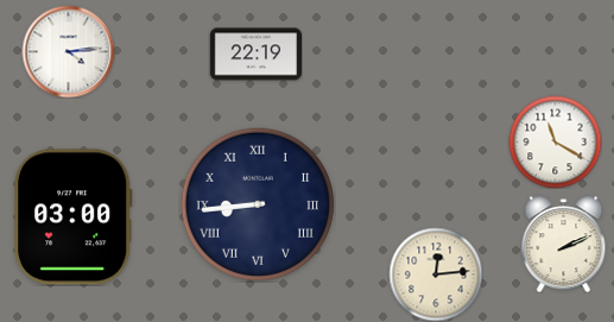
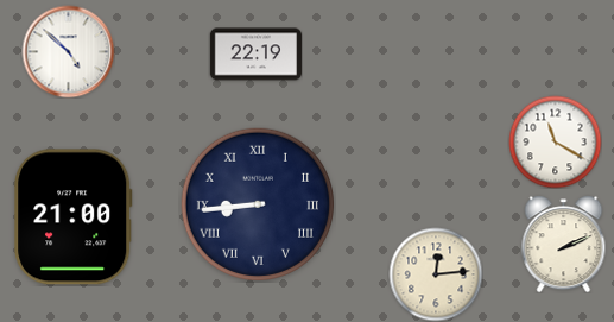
clock at (68, 51): 4:14 -> 4:52
clock at (74, 217): 03:00 -> 21:00
